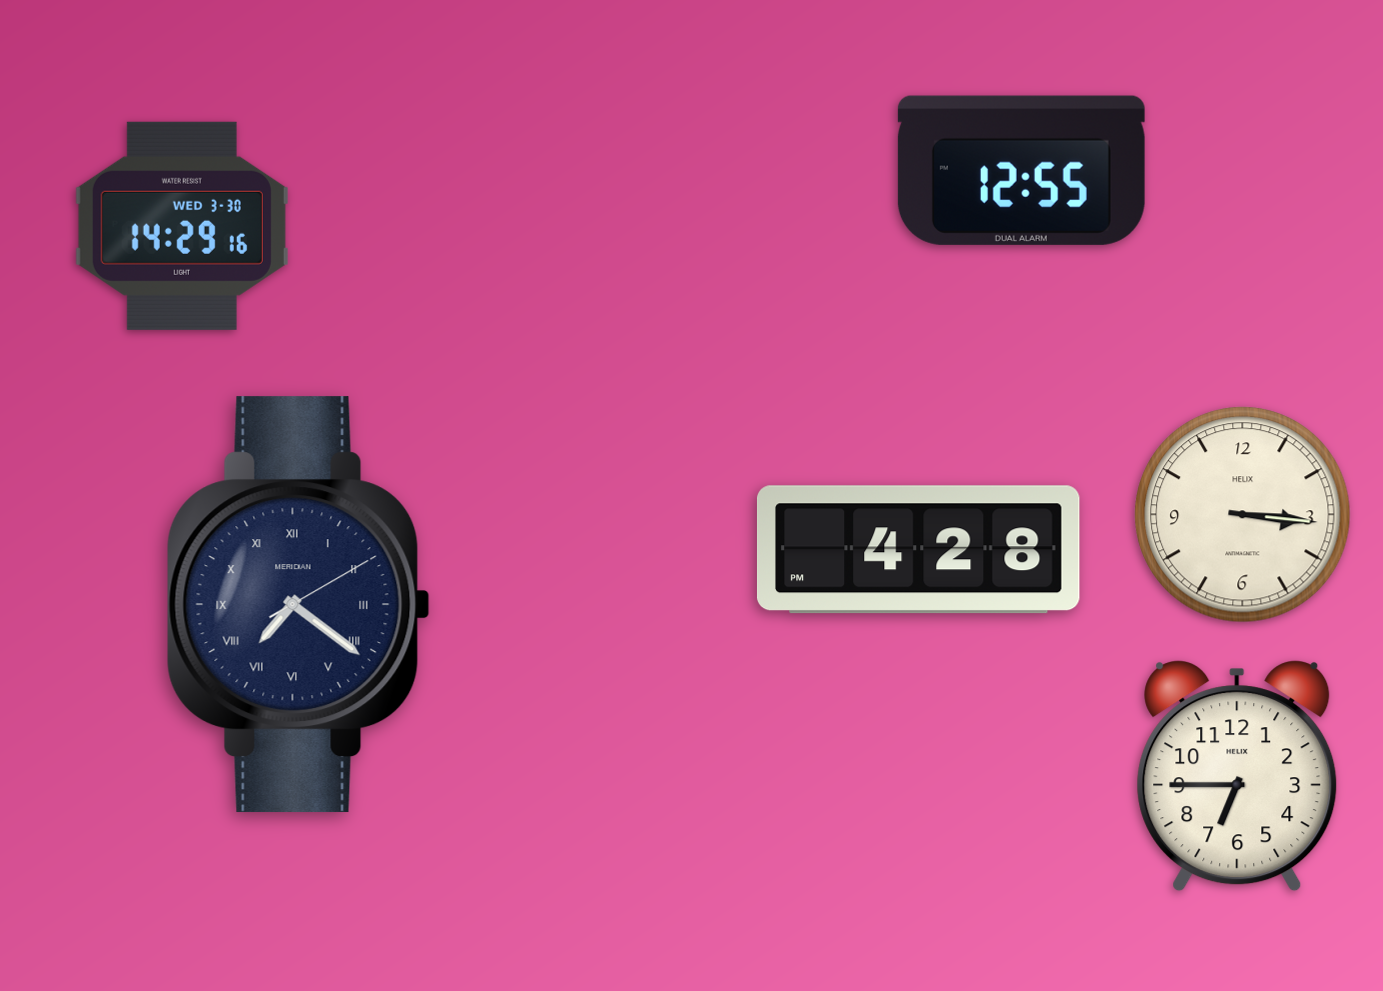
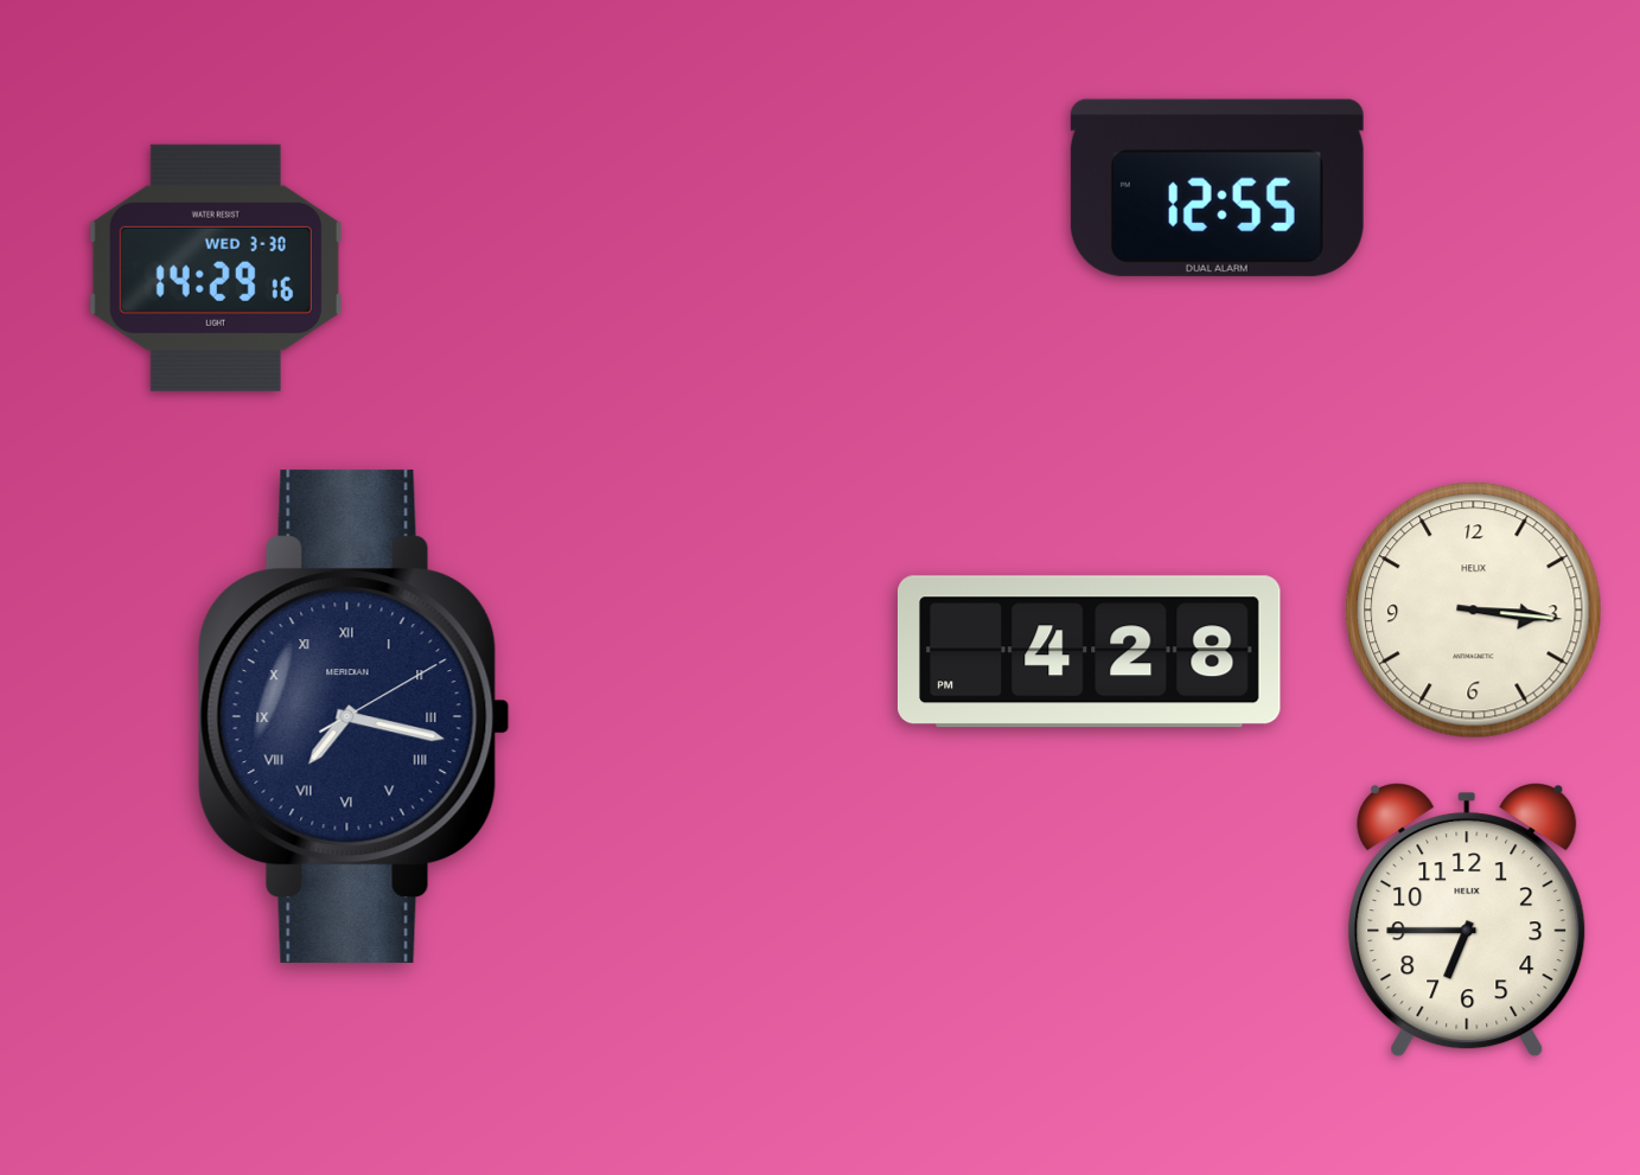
clock at (1021, 170) position: (1021, 170) -> (1217, 187)
clock at (298, 605): 7:21 -> 7:17
